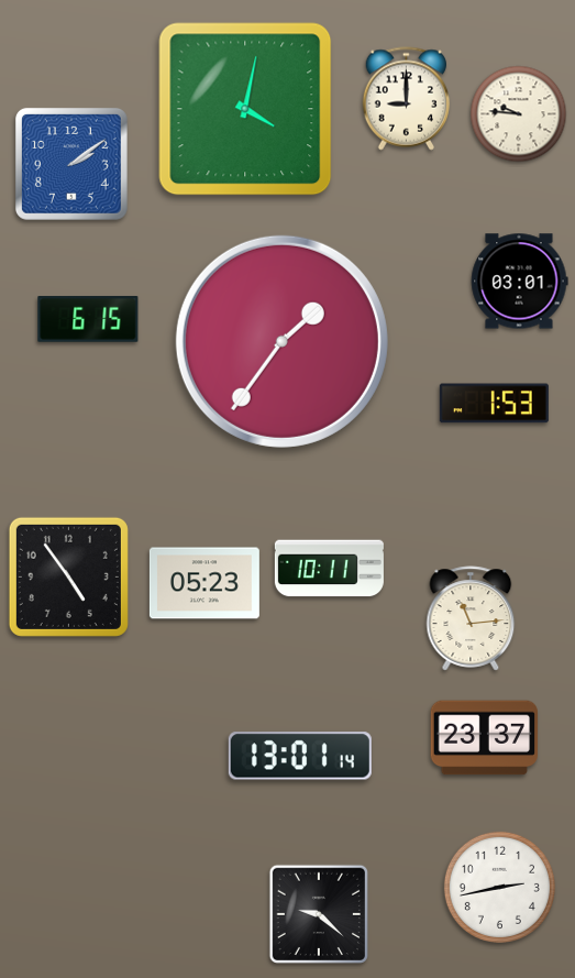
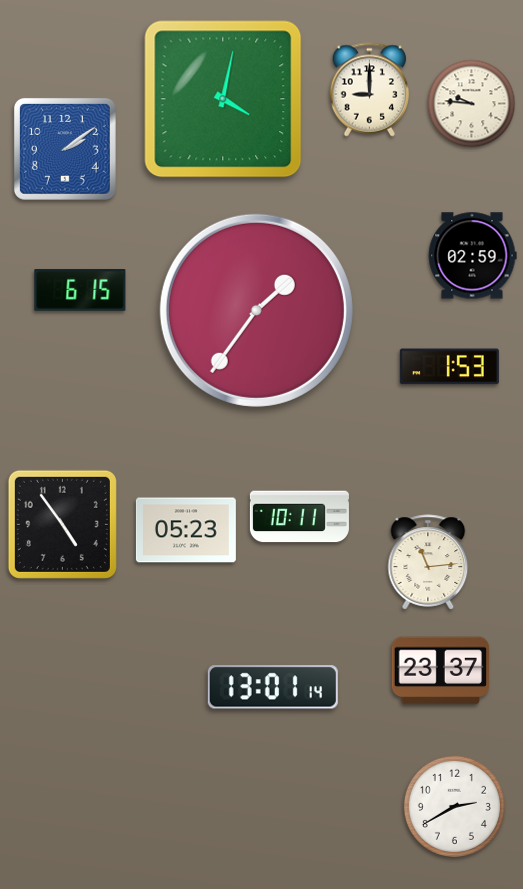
clock at (519, 282): 03:01 -> 02:59
clock at (499, 887): 2:43 -> 2:40
clock at (318, 913): 9:22 -> none
